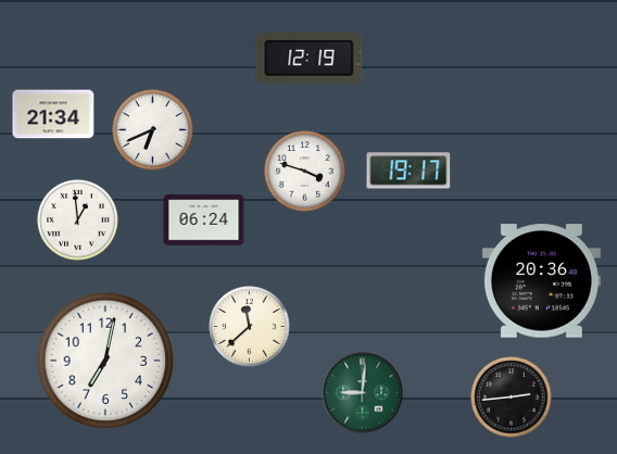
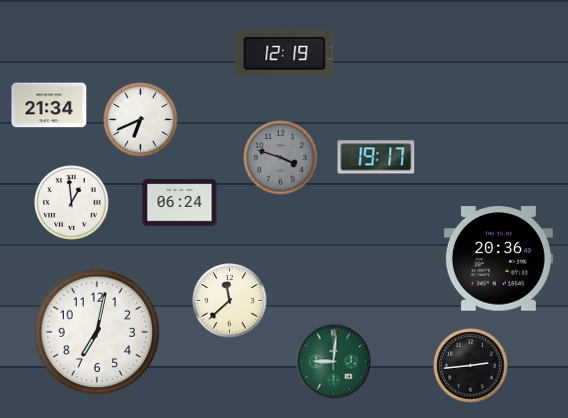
clock at (305, 172) dial: white -> grey
clock at (204, 220) position: (204, 220) -> (180, 203)
